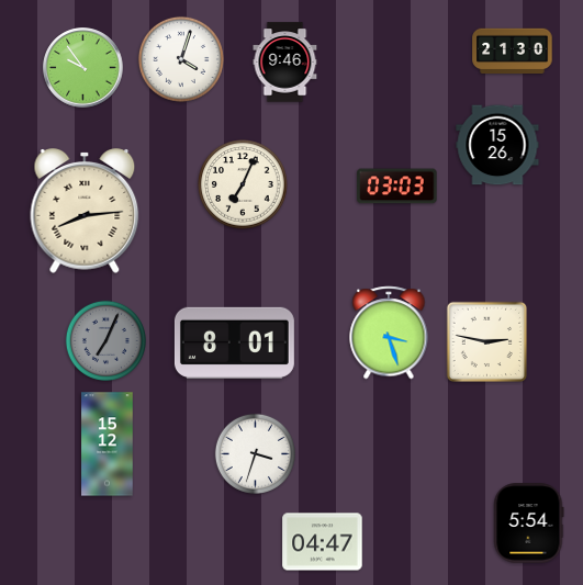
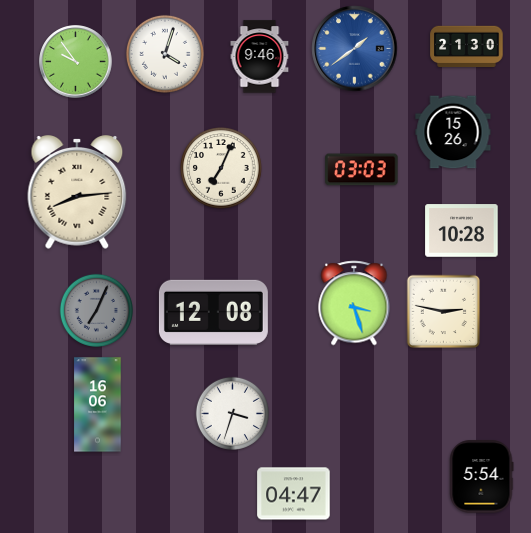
clock at (355, 49): none -> 1:39
clock at (462, 231): none -> 10:28
clock at (234, 342): 8:01 -> 12:08
clock at (108, 445): 15:12 -> 16:06
